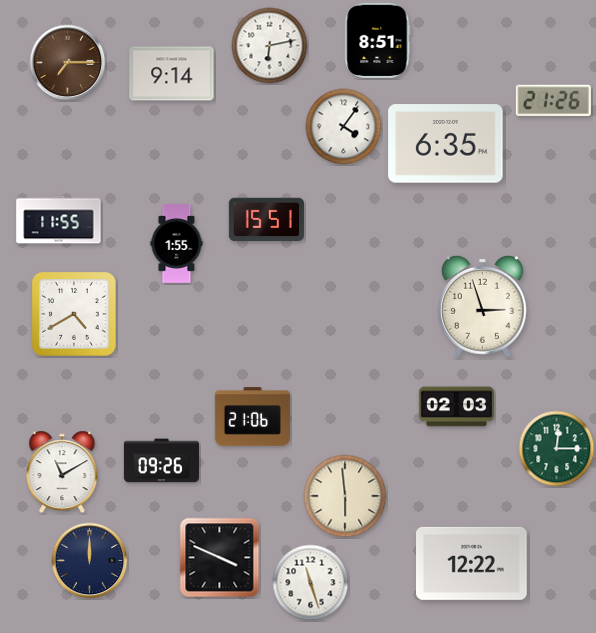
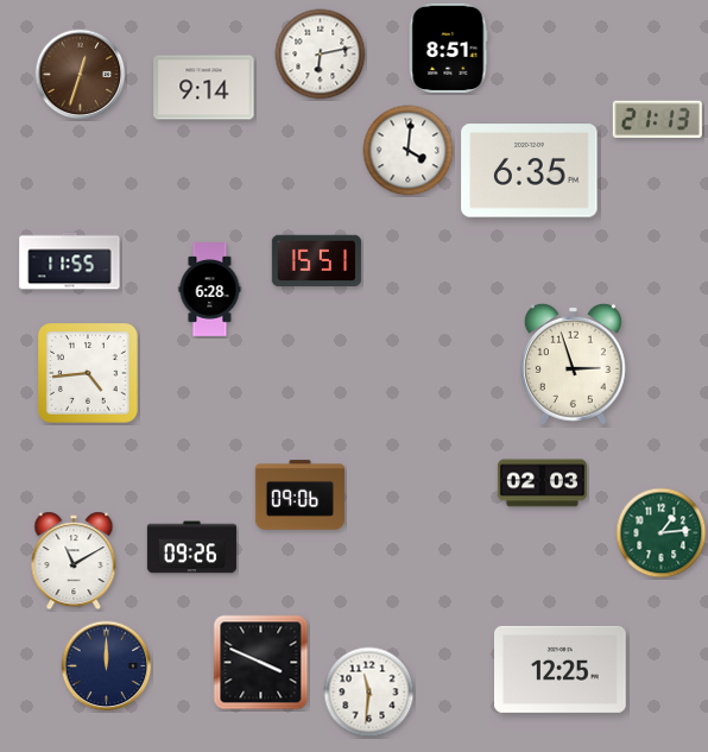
clock at (68, 63): 7:15 -> 12:33
clock at (553, 100): 21:26 -> 21:13
clock at (344, 127): 4:06 -> 4:01
clock at (177, 244): 1:55 -> 6:28
clock at (74, 314): 4:40 -> 4:44
clock at (252, 417): 21:06 -> 09:06
clock at (557, 449): 12:15 -> 1:14
clock at (345, 496): 5:59 -> none
clock at (472, 563): 12:22 -> 12:25
clock at (311, 583): 11:27 -> 11:31
